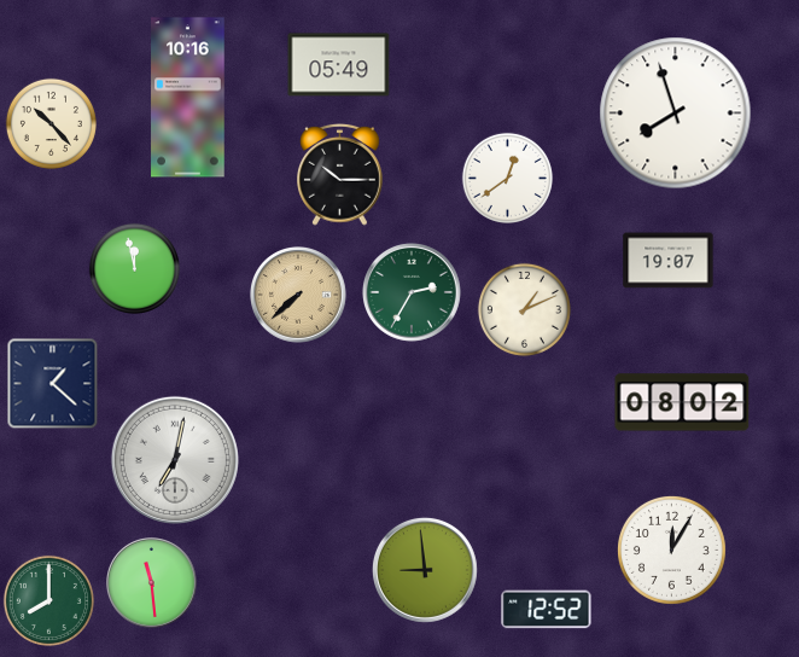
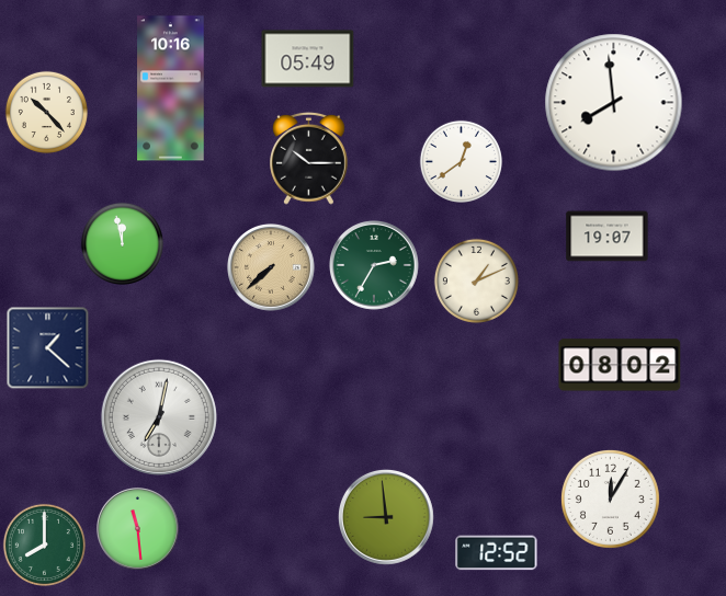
clock at (676, 114): 7:57 -> 7:59
